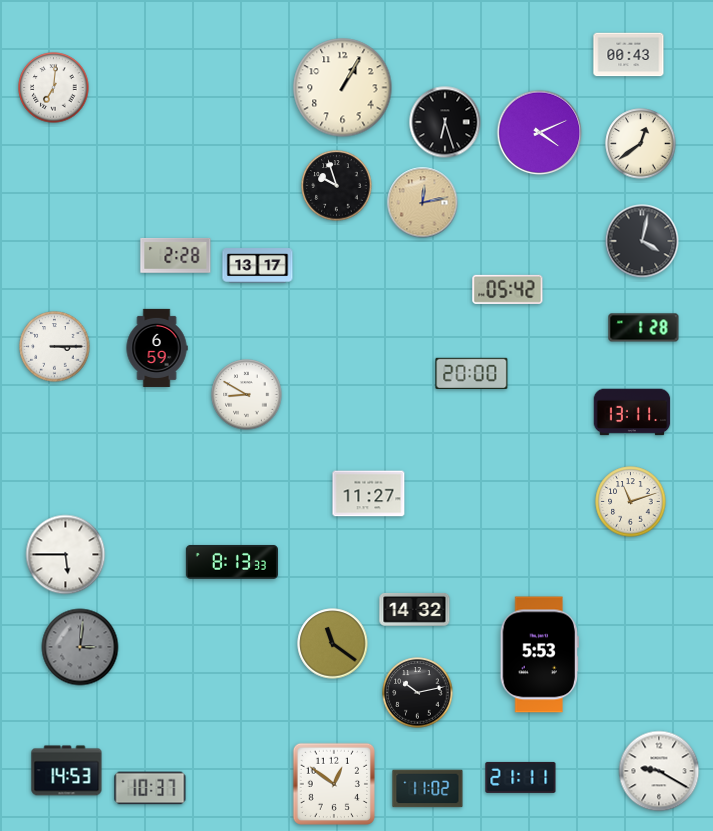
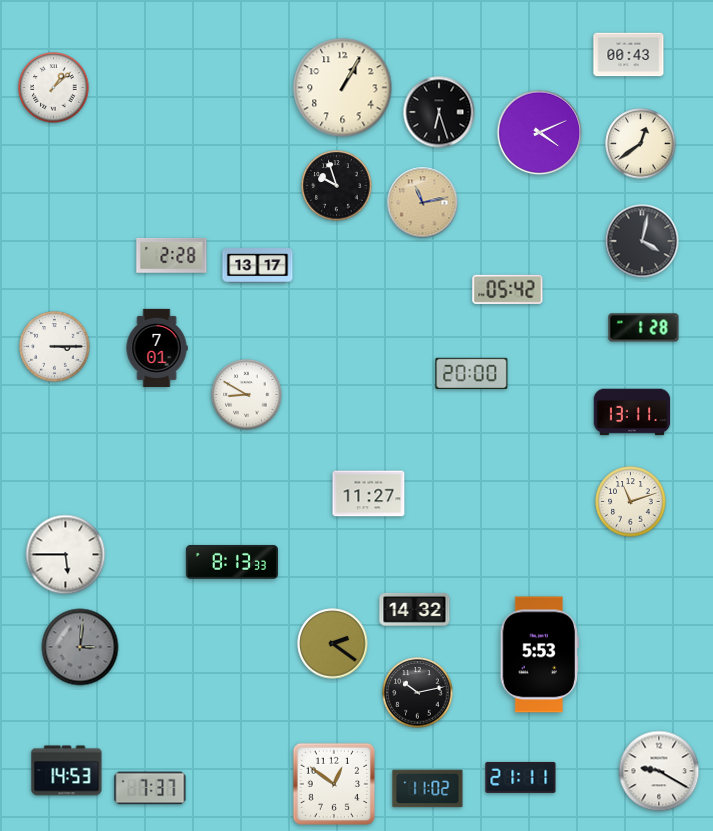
clock at (54, 88): 7:01 -> 1:08
clock at (445, 122) position: (445, 122) -> (439, 112)
clock at (423, 203): 12:13 -> 11:13
clock at (176, 255) position: (176, 255) -> (172, 255)
clock at (157, 348): 6:59 -> 7:01
clock at (333, 644): 11:21 -> 2:21
clock at (150, 788): 10:37 -> 7:37
